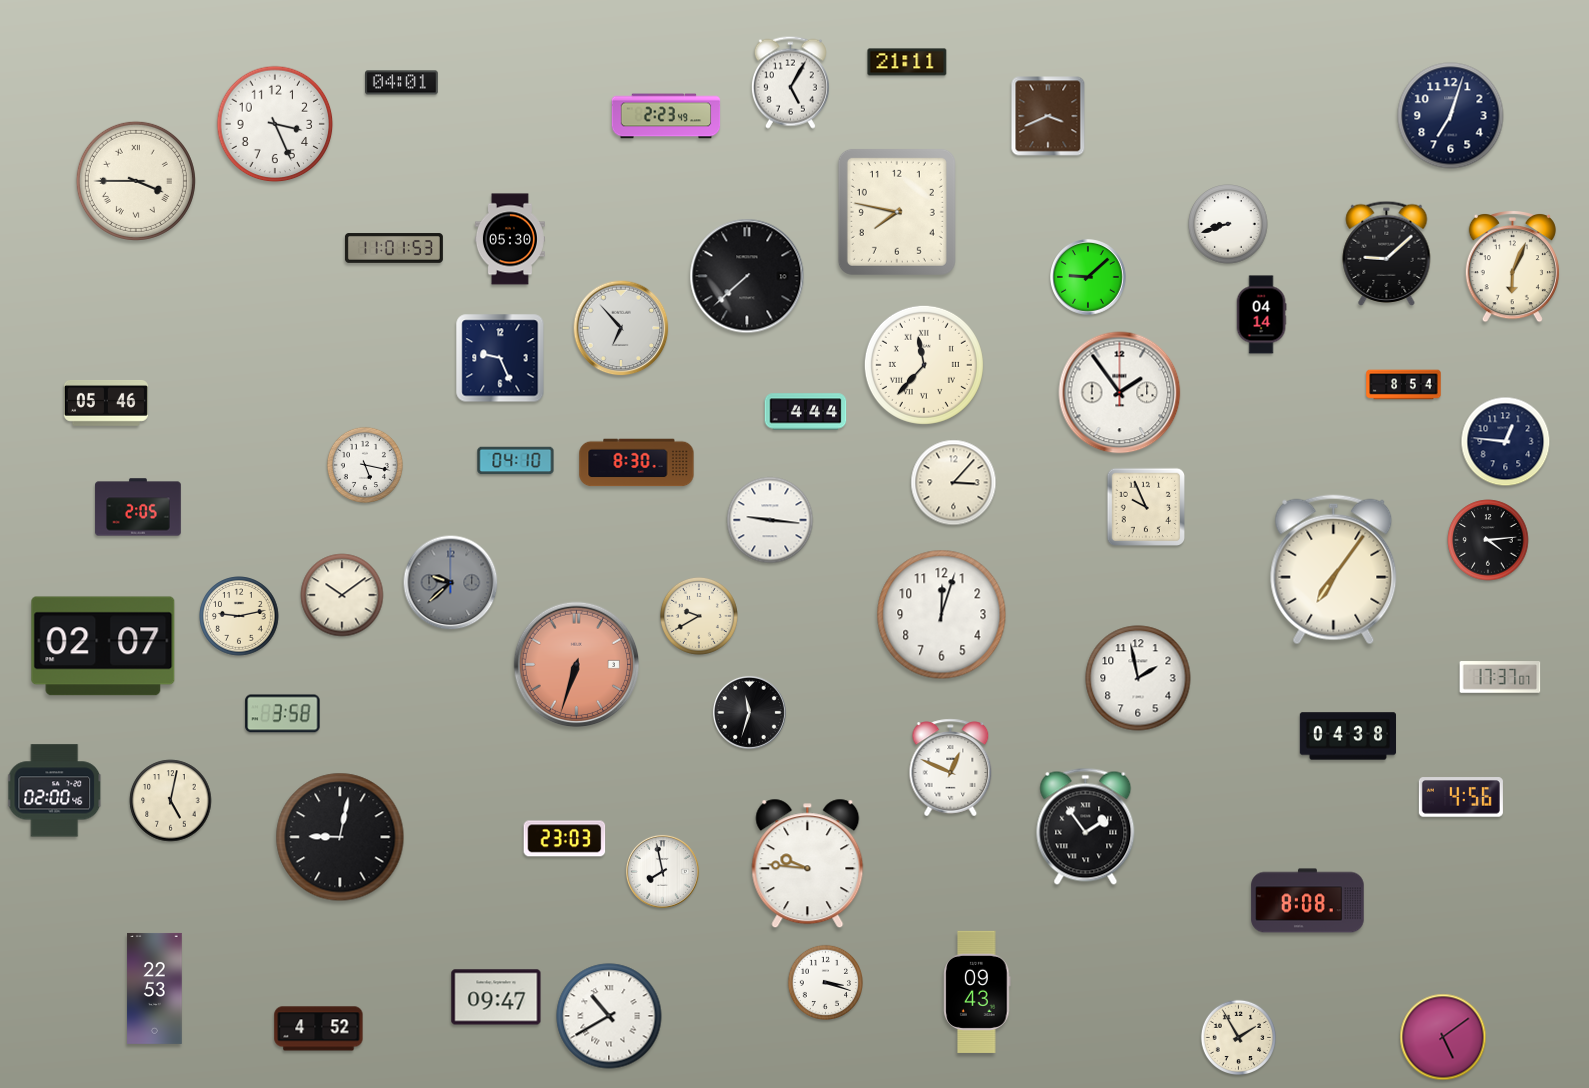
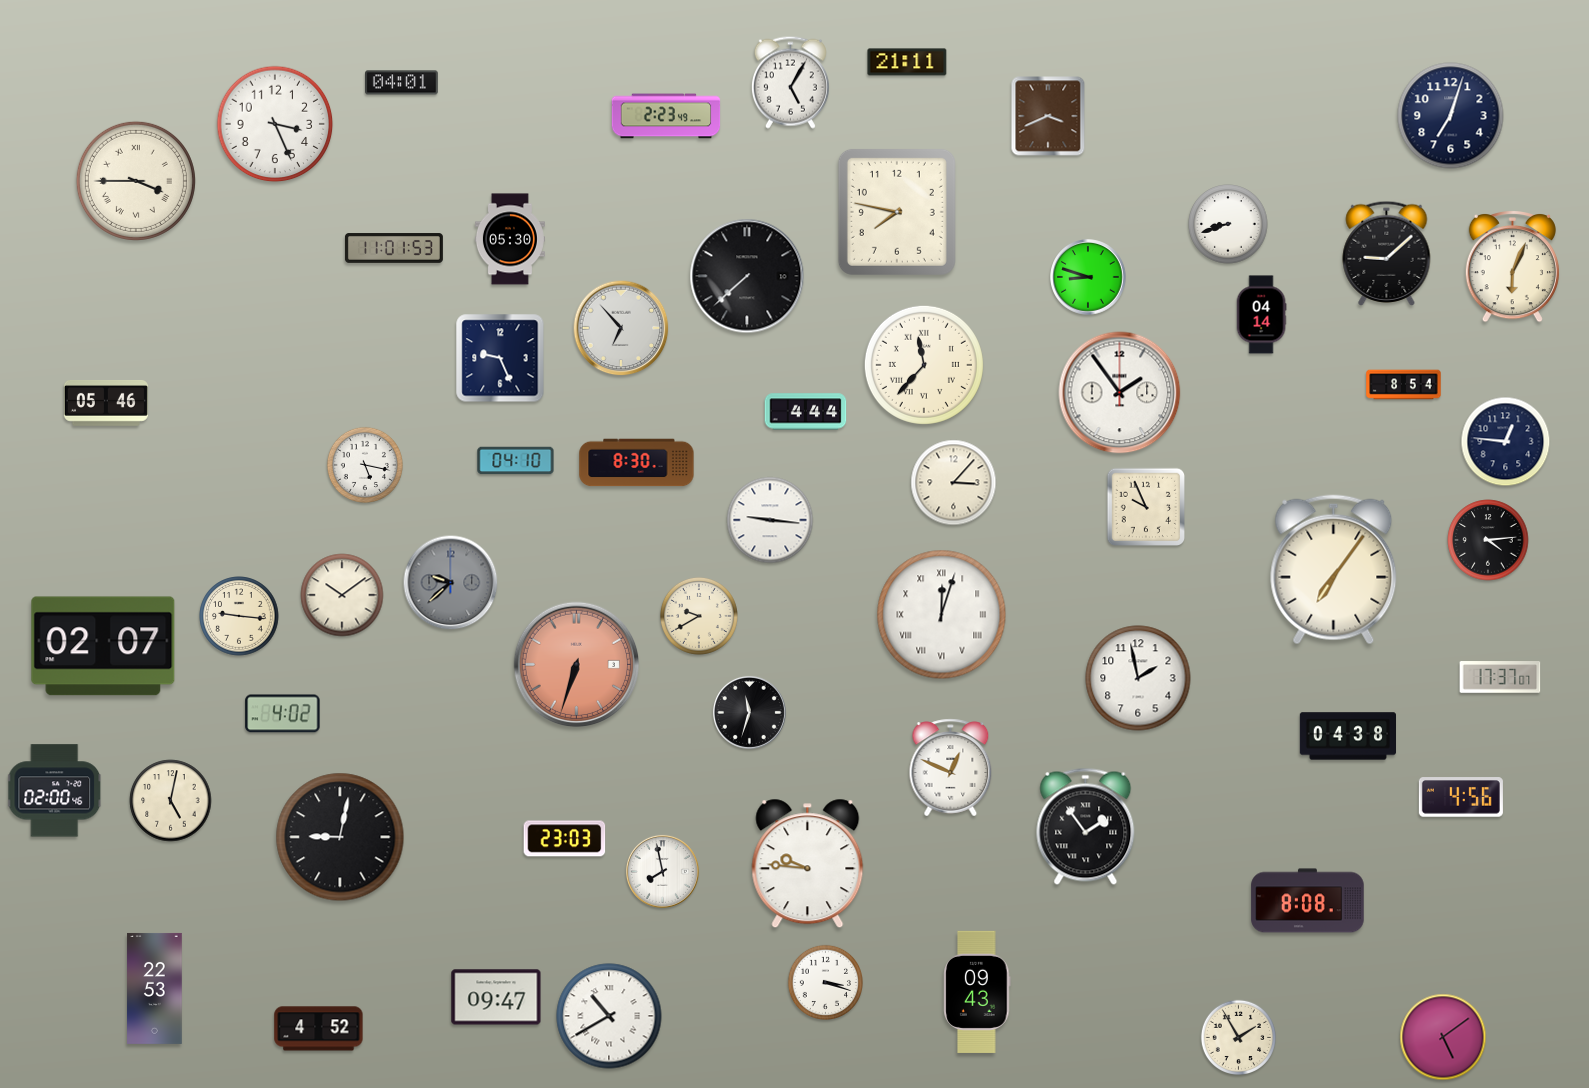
clock at (1088, 277): 9:08 -> 8:48
clock at (138, 507): 2:05 -> none
clock at (942, 615) numerals: Arabic -> Roman
clock at (239, 616): 9:13 -> 9:16
clock at (283, 714): 3:58 -> 4:02
